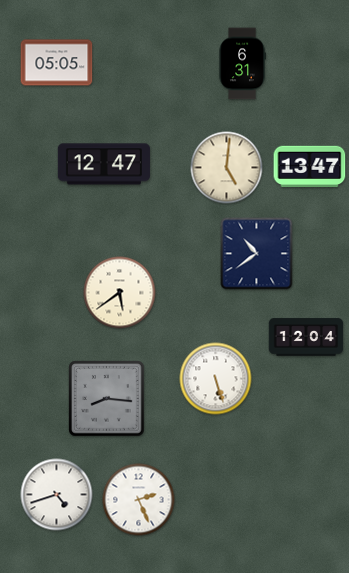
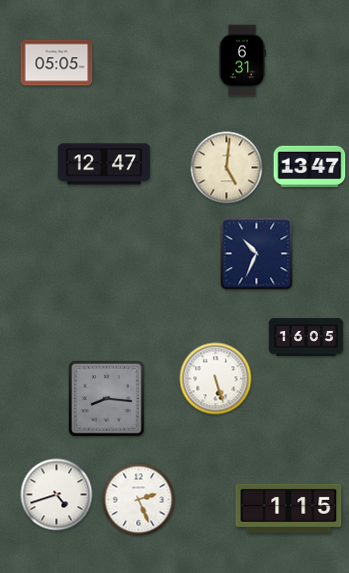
clock at (242, 64) position: (242, 64) -> (242, 61)
clock at (257, 254): 10:39 -> 10:34
clock at (120, 293): 5:39 -> none
clock at (306, 337): 12:04 -> 16:05
clock at (289, 508): none -> 1:15
